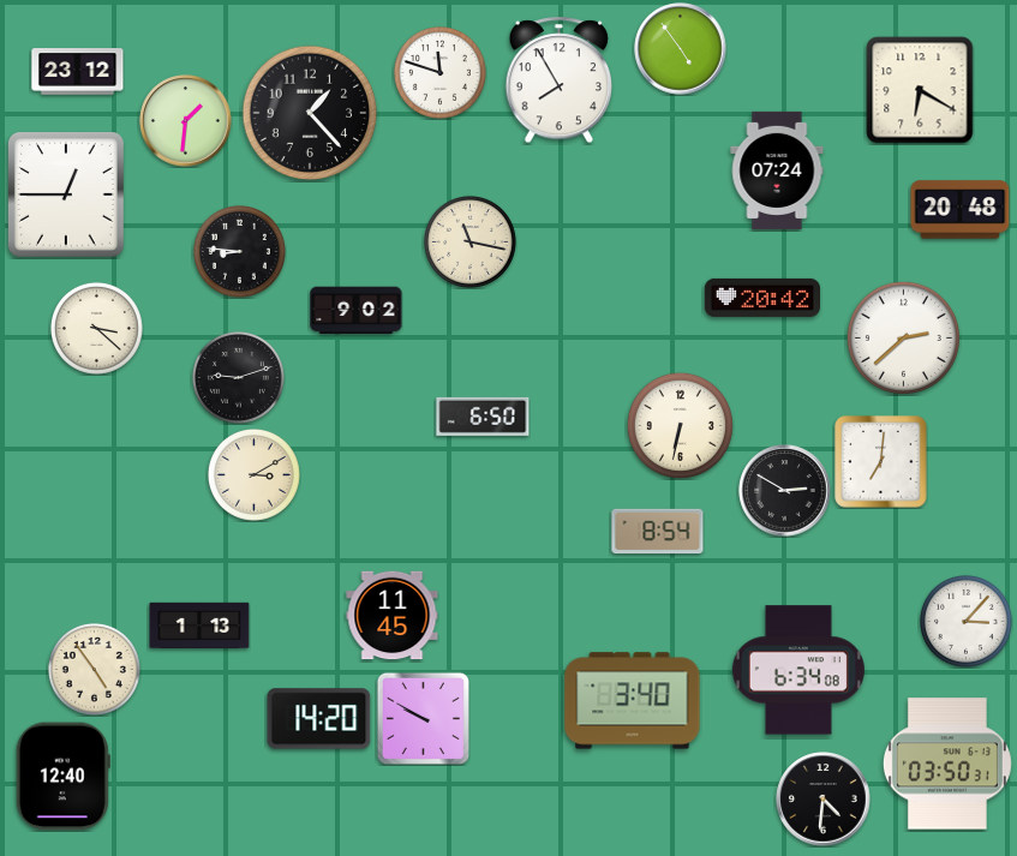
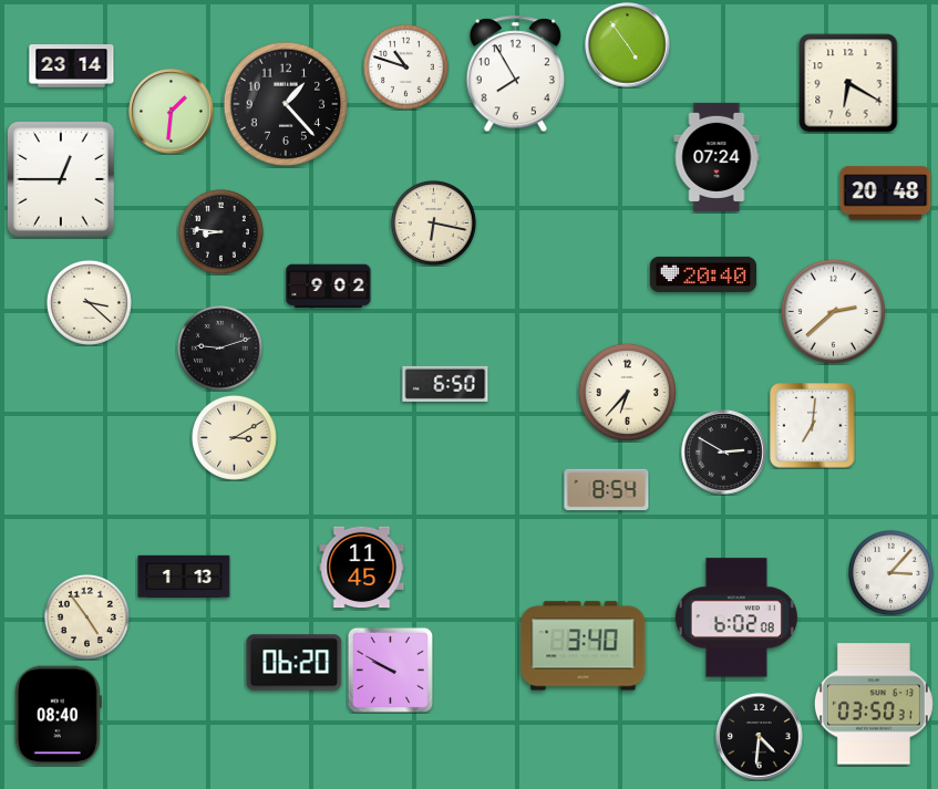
clock at (78, 72): 23:12 -> 23:14
clock at (439, 72): 11:48 -> 10:48
clock at (469, 241): 11:17 -> 6:17
clock at (761, 298): 20:42 -> 20:40
clock at (680, 425): 6:32 -> 6:37
clock at (798, 670): 6:34 -> 6:02
clock at (423, 718) position: (423, 718) -> (390, 669)
clock at (319, 719): 14:20 -> 06:20
clock at (62, 777): 12:40 -> 08:40
